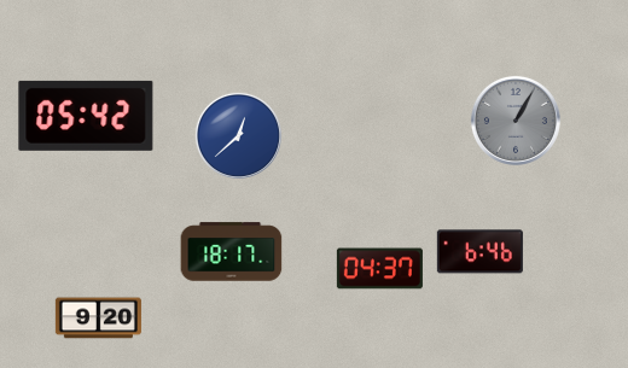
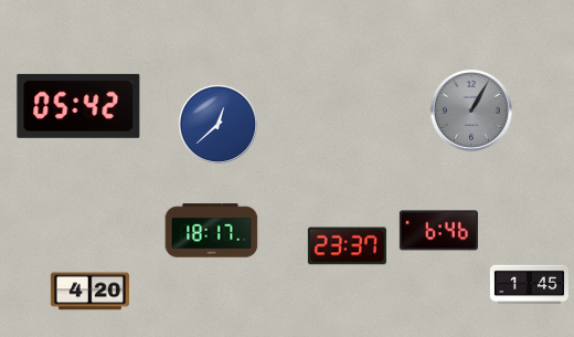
clock at (379, 269): 04:37 -> 23:37
clock at (529, 285): none -> 1:45
clock at (98, 319): 9:20 -> 4:20
